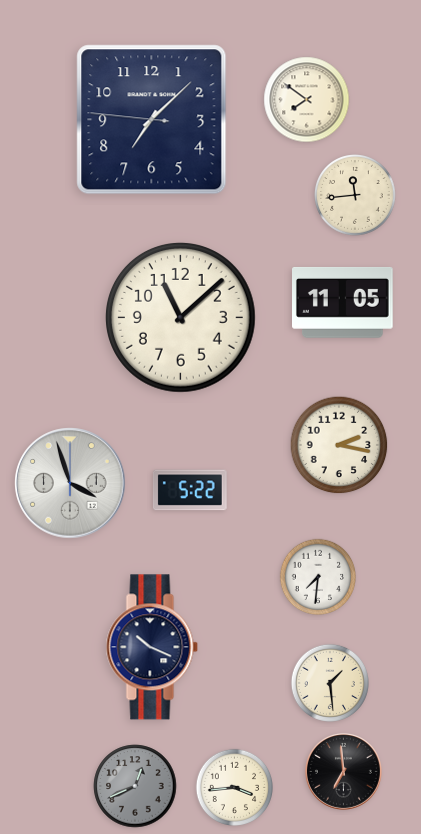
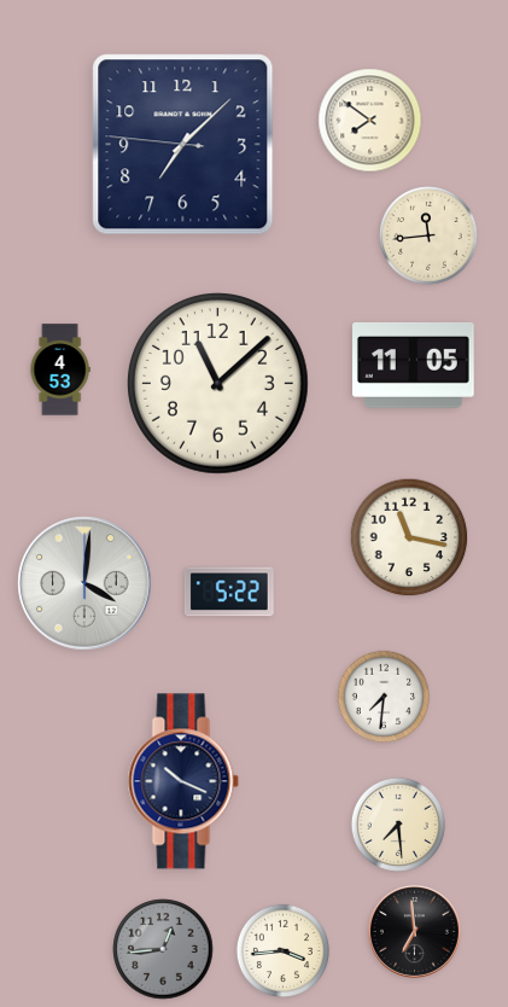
clock at (60, 369): none -> 4:53
clock at (339, 445): 2:17 -> 11:17
clock at (70, 483): 3:57 -> 4:01
clock at (330, 683): 1:29 -> 7:29
clock at (135, 786): 12:41 -> 12:44
